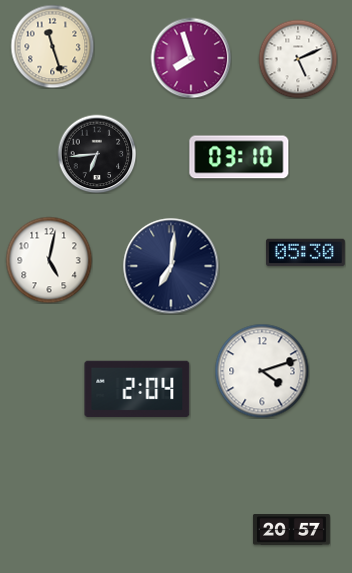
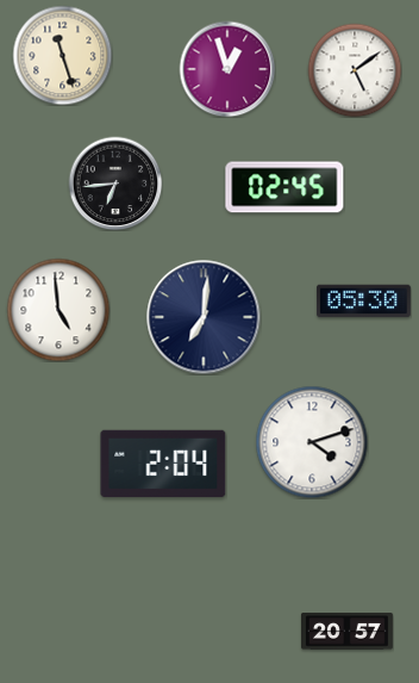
clock at (191, 58): 7:57 -> 12:57
clock at (298, 59): 5:11 -> 5:09
clock at (239, 157): 03:10 -> 02:45
clock at (49, 260): 5:02 -> 4:59
